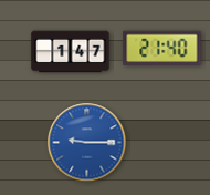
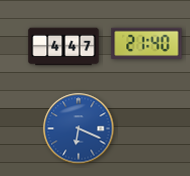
clock at (71, 52): 1:47 -> 4:47
clock at (87, 143): 9:15 -> 6:19
